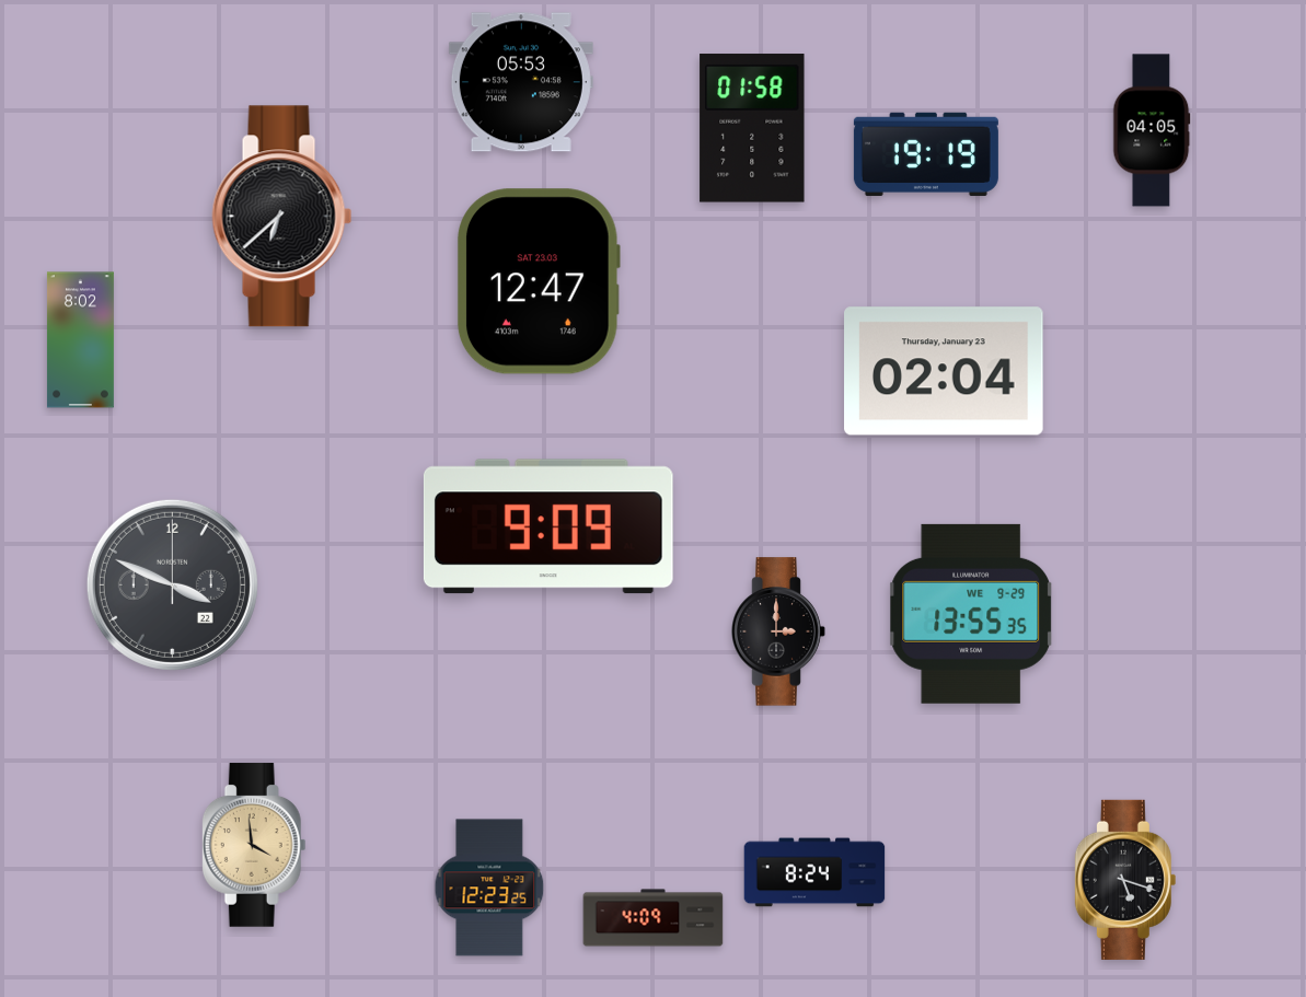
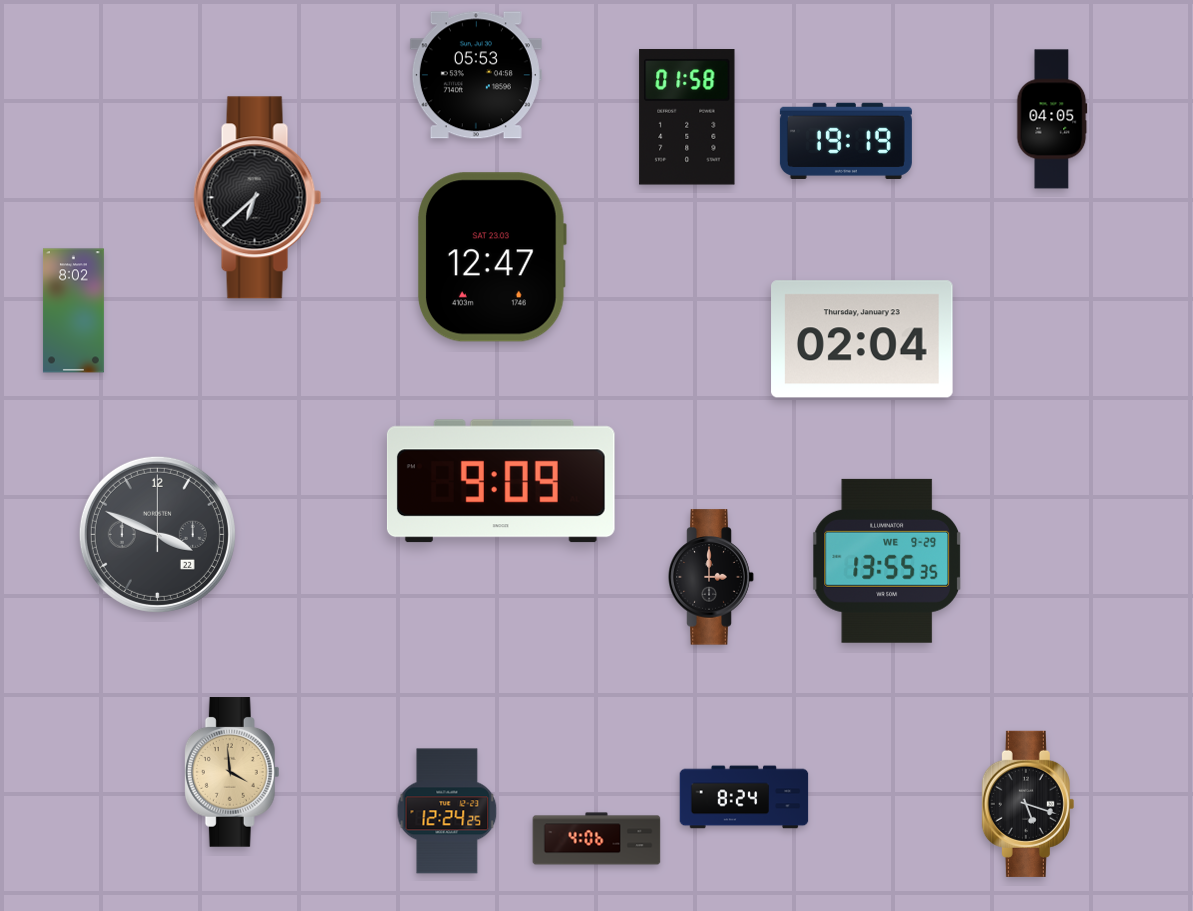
clock at (489, 888): 12:23 -> 12:24
clock at (654, 918): 4:09 -> 4:06
